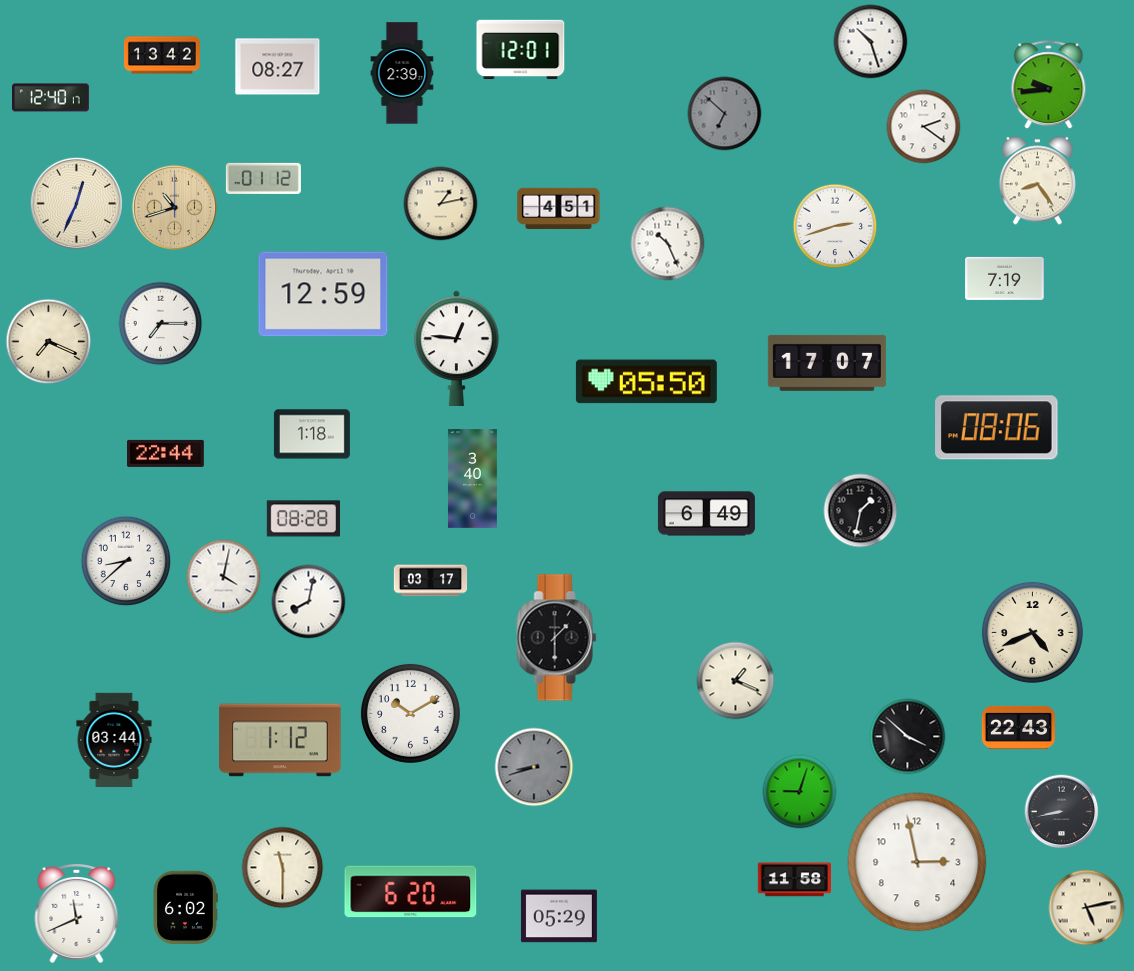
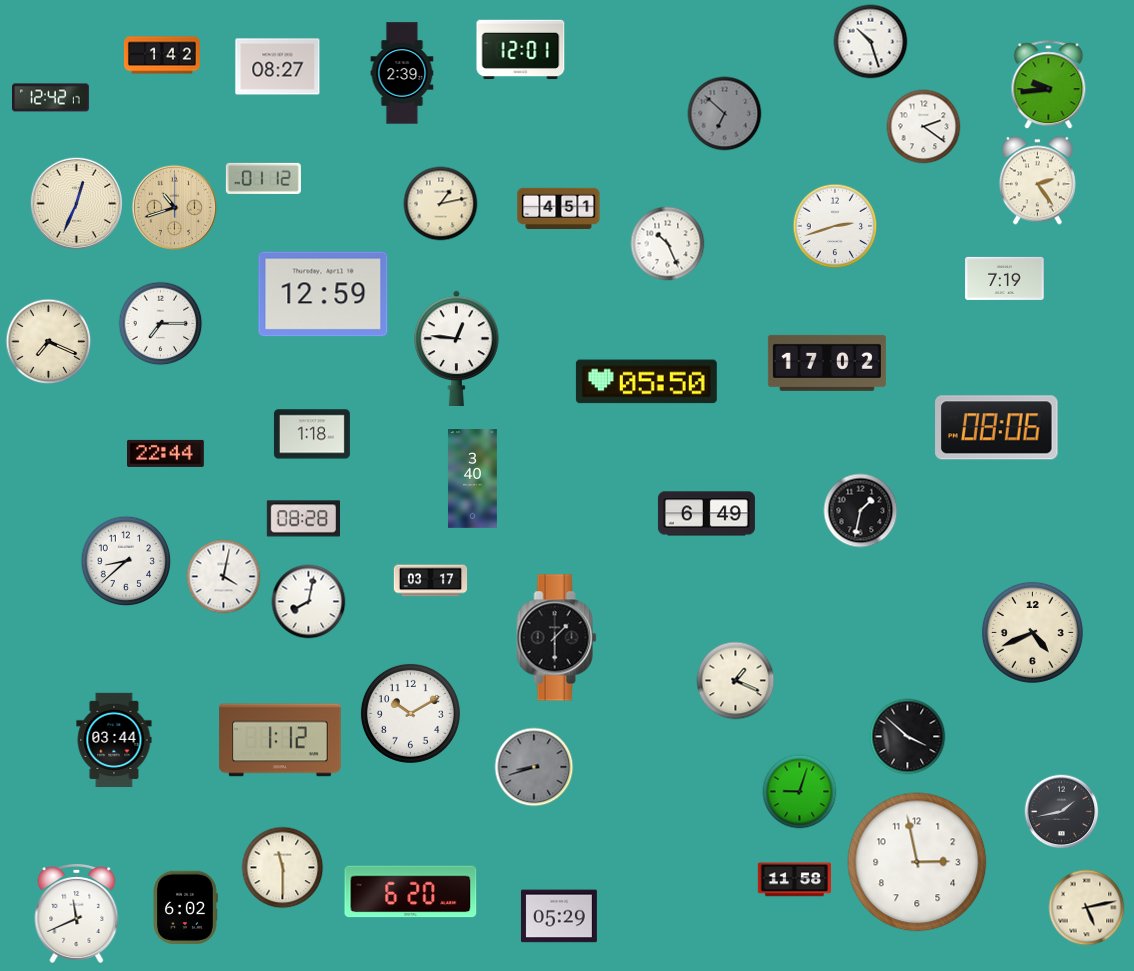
clock at (162, 55): 13:42 -> 1:42
clock at (51, 98): 12:40 -> 12:42
clock at (1037, 181): 8:24 -> 2:24
clock at (827, 363): 17:07 -> 17:02
clock at (1018, 727): 22:43 -> none
clock at (1062, 812): 8:43 -> 1:43
